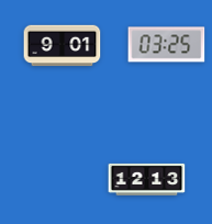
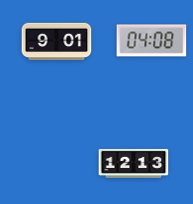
clock at (167, 45): 03:25 -> 04:08
